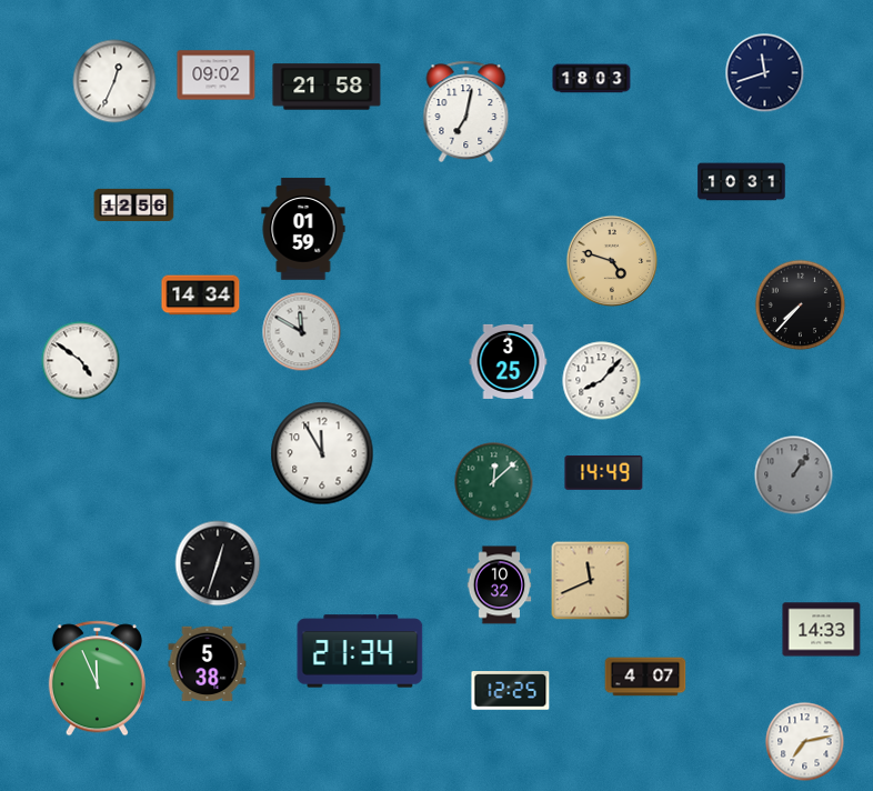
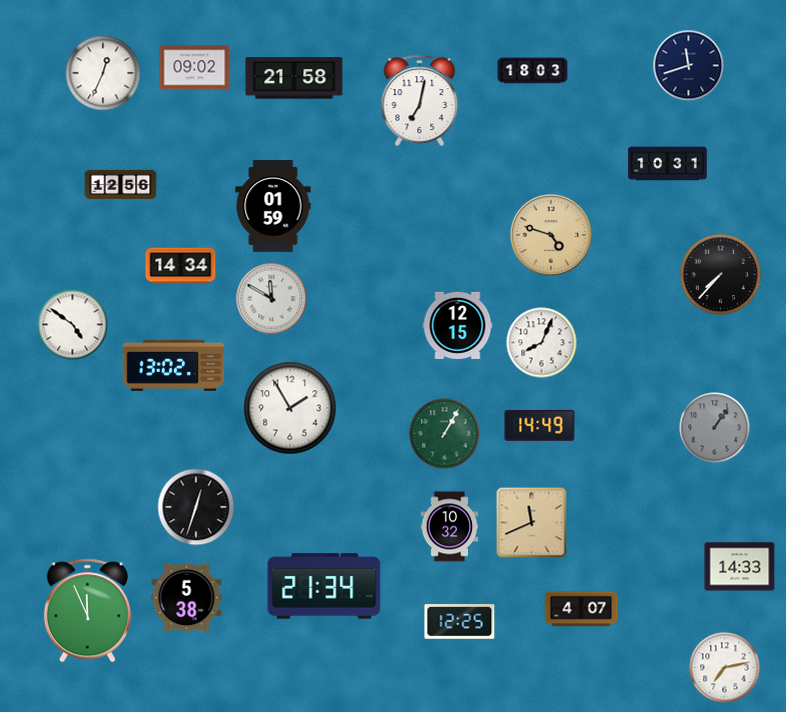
clock at (509, 361): 3:25 -> 12:15
clock at (602, 381): 8:07 -> 8:04
clock at (174, 366): none -> 13:02
clock at (322, 453): 11:55 -> 1:55
clock at (604, 473) position: (604, 473) -> (540, 426)
clock at (494, 482): 12:08 -> 1:05
